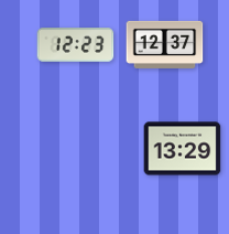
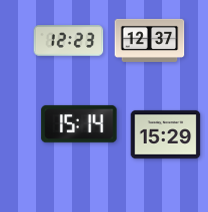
clock at (79, 124): none -> 15:14
clock at (183, 149): 13:29 -> 15:29
